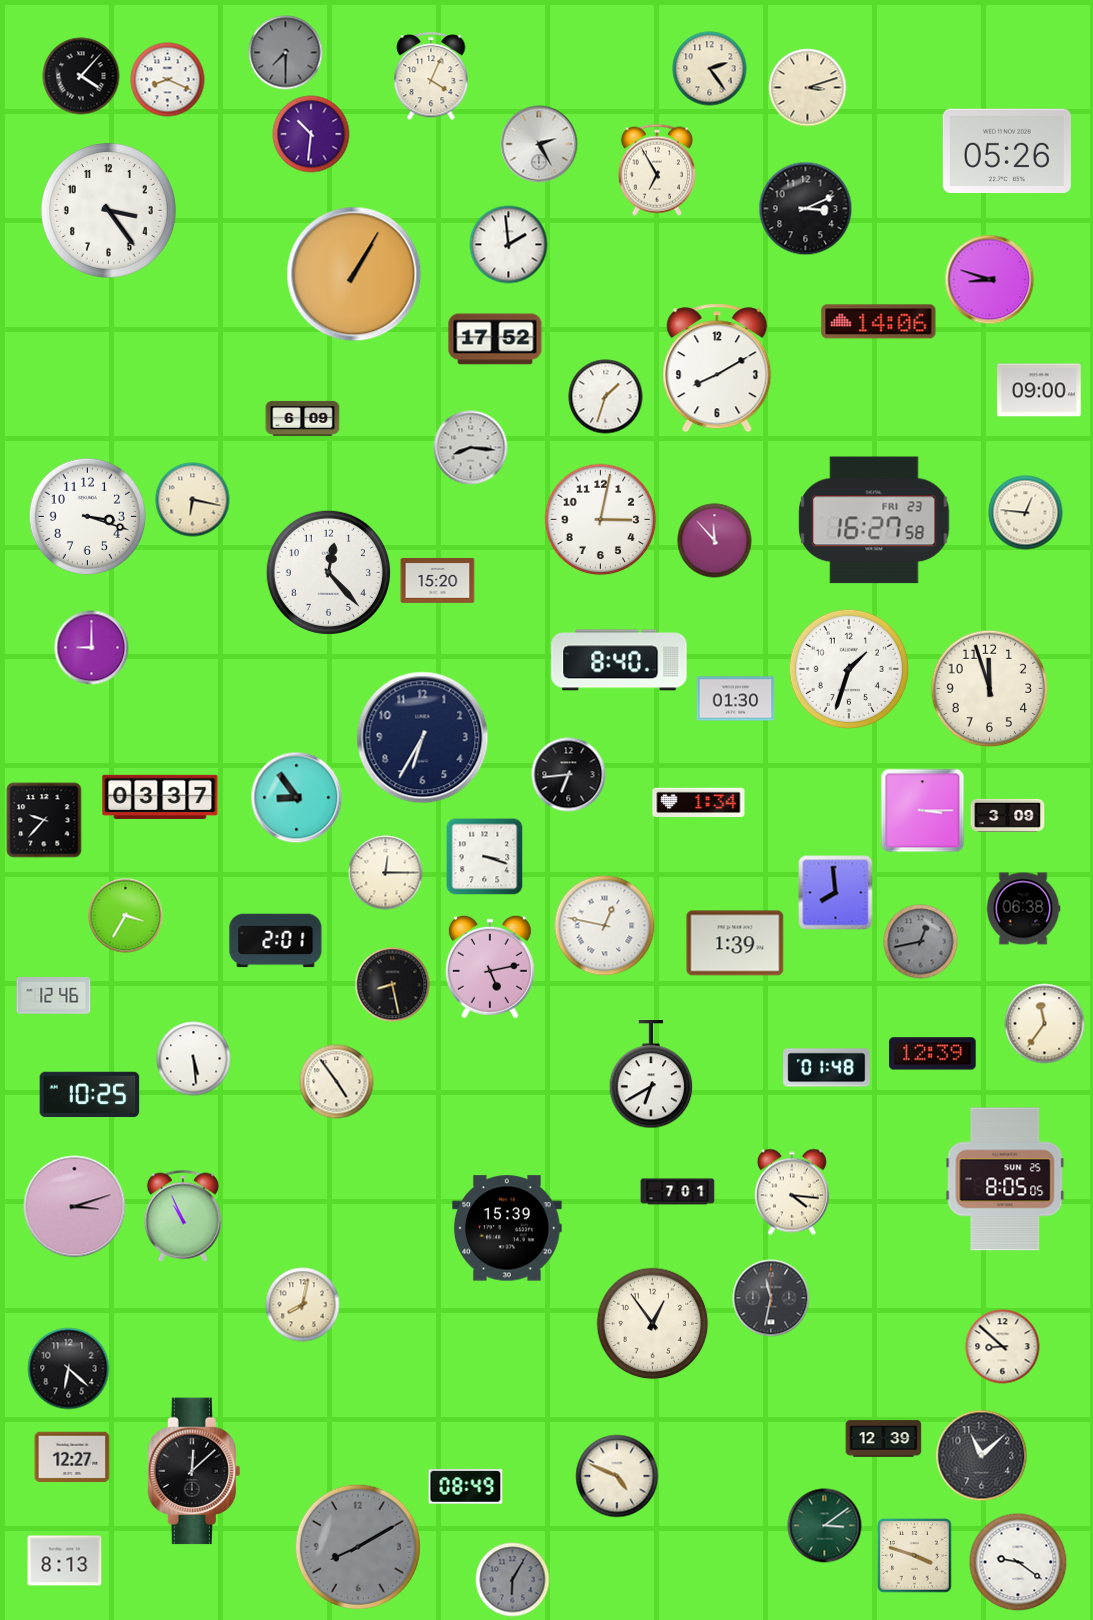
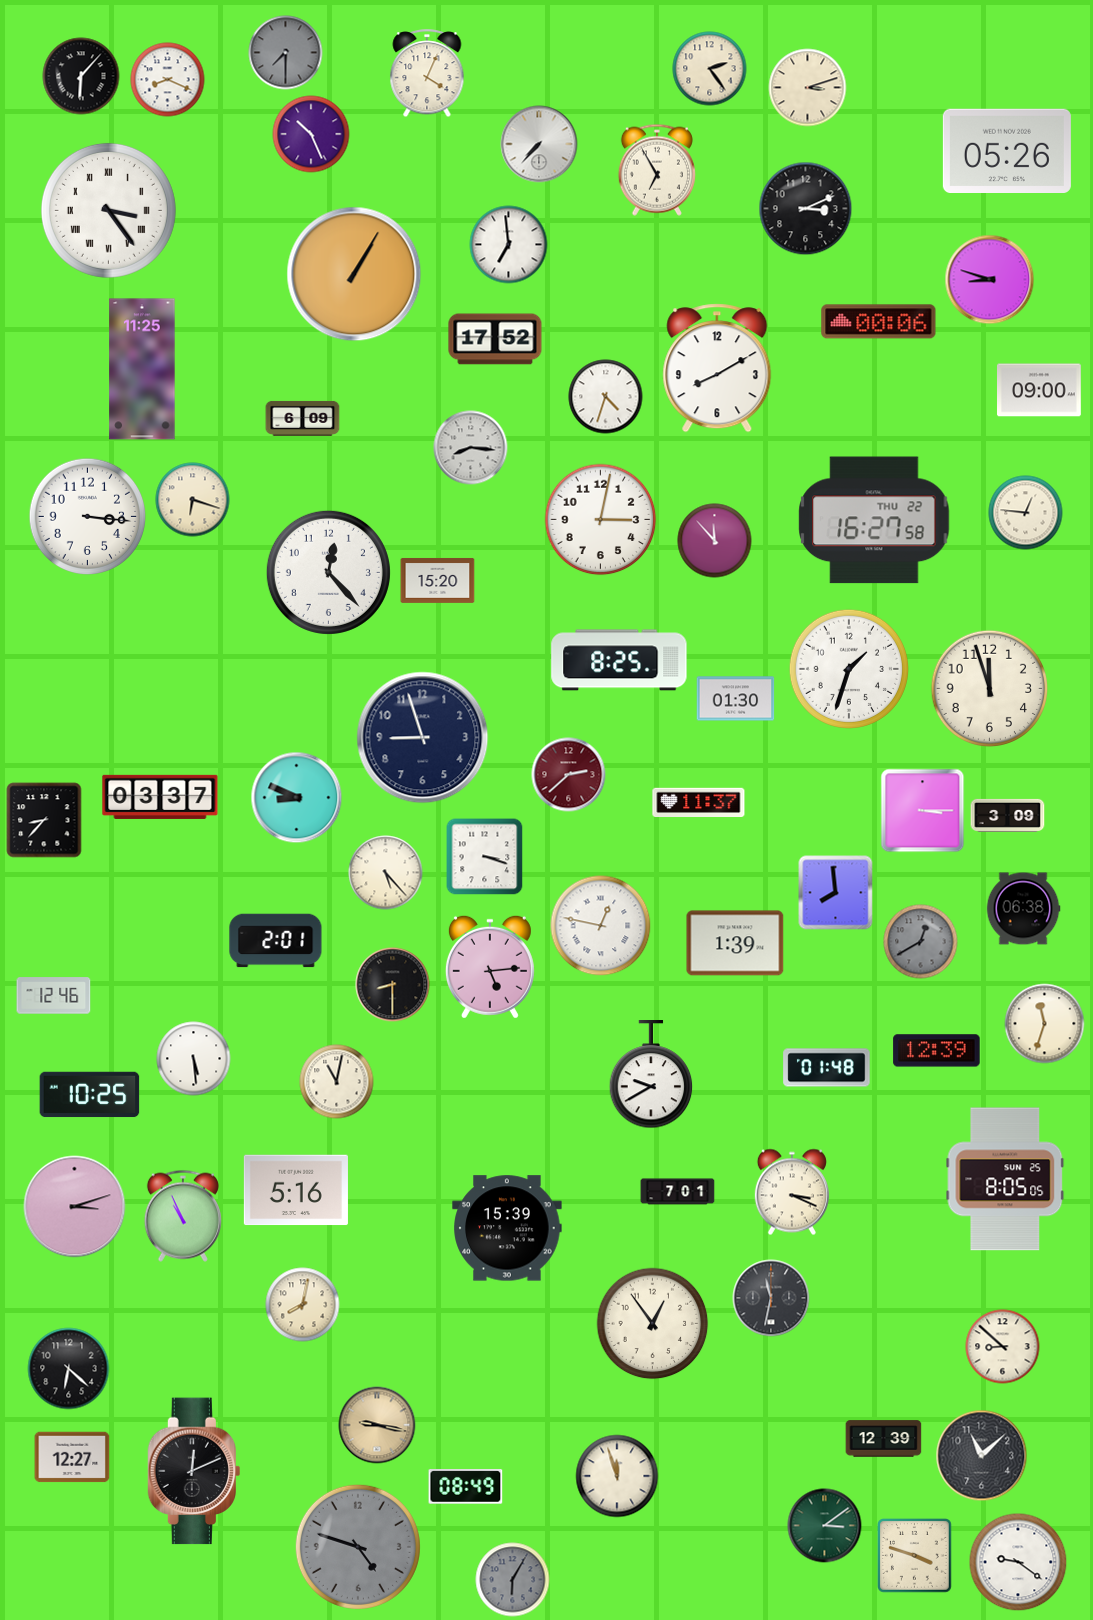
clock at (81, 76): 4:07 -> 6:07
clock at (431, 77) position: (431, 77) -> (427, 74)
clock at (311, 134): 10:31 -> 10:26
clock at (539, 144): 2:25 -> 7:37
clock at (108, 210) numerals: Arabic -> Roman
clock at (509, 245): 1:59 -> 6:59
clock at (879, 322): 14:06 -> 00:06
clock at (142, 369): none -> 11:25
clock at (606, 397): 1:33 -> 4:33
clock at (193, 500): 6:17 -> 6:18
clock at (88, 517): 3:18 -> 3:16
clock at (874, 520) date: FRI 23 -> THU 22
clock at (92, 648): 9:00 -> none
clock at (619, 660): 8:40 -> 8:25
clock at (423, 738): 6:35 -> 8:57
clock at (569, 775): 6:44 -> 2:38
clock at (569, 775) dial: black -> burgundy
clock at (297, 798): 8:54 -> 8:49
clock at (699, 803): 1:34 -> 11:37
clock at (44, 820): 9:37 -> 8:37
clock at (386, 873): 12:15 -> 5:23
clock at (126, 916): 3:35 -> none
clock at (605, 926) position: (605, 926) -> (601, 926)
clock at (921, 942): 12:43 -> 12:40
clock at (490, 967): 5:13 -> 5:14
clock at (393, 985): 8:28 -> 8:30
clock at (1045, 1024): 11:36 -> 11:33
clock at (933, 1054) position: (933, 1054) -> (937, 1051)
clock at (651, 1075): 6:40 -> 9:40
clock at (337, 1082): 4:54 -> 11:02
clock at (296, 1190): none -> 5:16
clock at (792, 1192): 4:16 -> 3:19
clock at (377, 1425): none -> 9:17
clock at (193, 1471): 12:08 -> 12:11
clock at (617, 1476): 4:49 -> 11:57
clock at (358, 1547): 8:10 -> 4:48
clock at (65, 1561): 8:13 -> none
